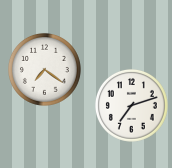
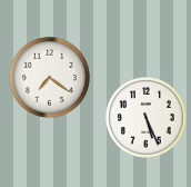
clock at (131, 105): 7:12 -> 5:26
